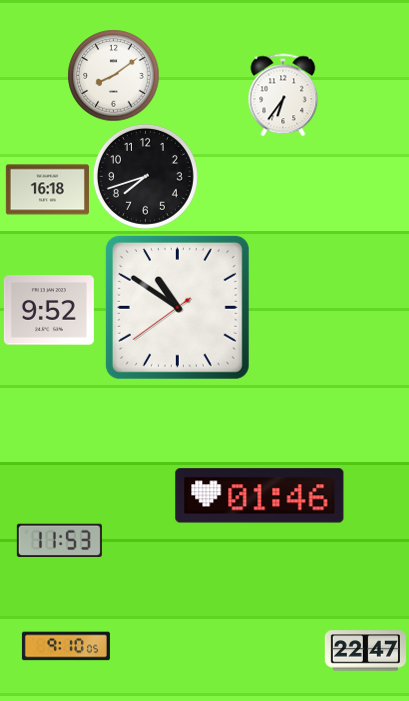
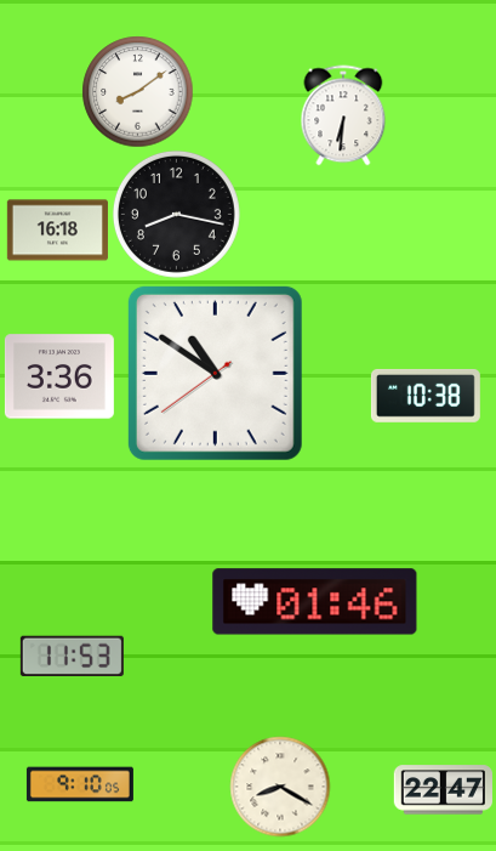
clock at (283, 95): 6:36 -> 6:31
clock at (145, 176): 7:42 -> 8:17
clock at (49, 310): 9:52 -> 3:36
clock at (426, 396): none -> 10:38
clock at (280, 787): none -> 8:20
